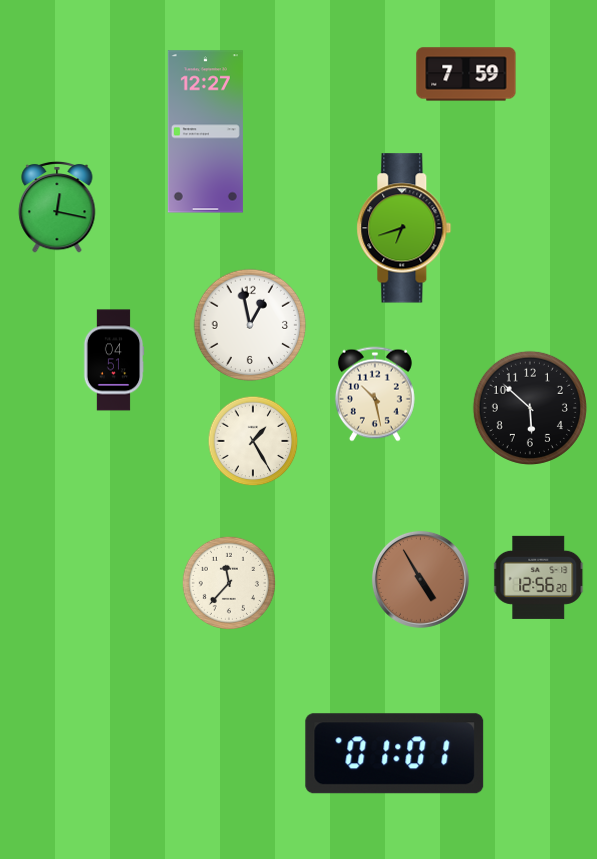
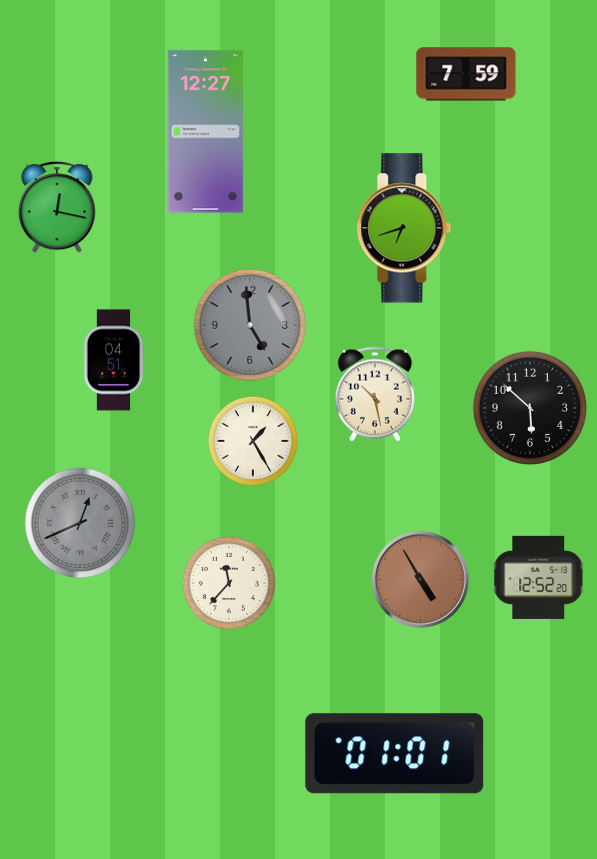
clock at (250, 325): 12:58 -> 4:59
clock at (250, 325) dial: white -> grey
clock at (80, 523): none -> 12:41
clock at (539, 577): 12:56 -> 12:52
